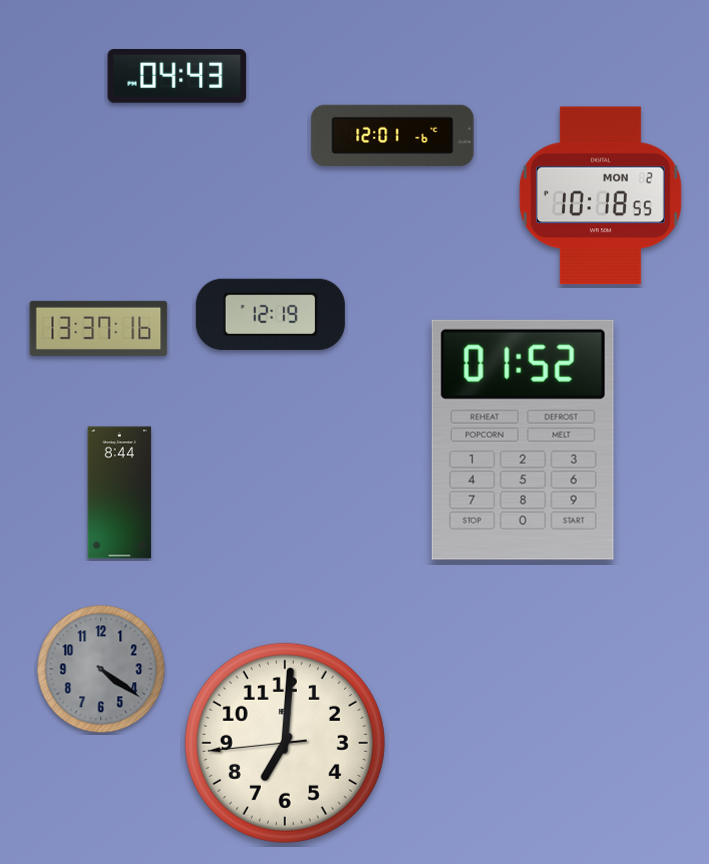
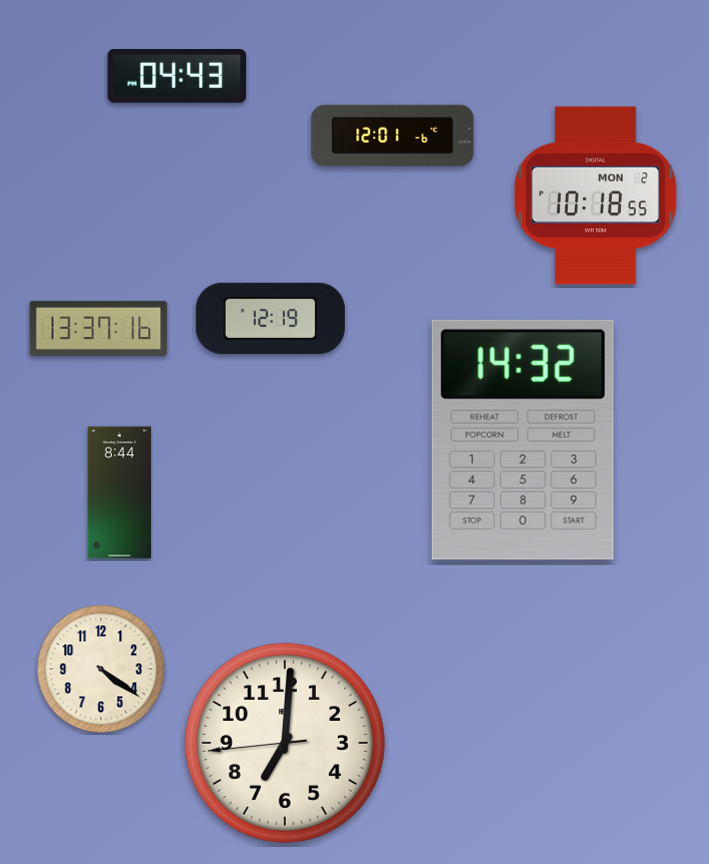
clock at (600, 196) position: (600, 196) -> (595, 196)
clock at (270, 314) position: (270, 314) -> (270, 318)
clock at (523, 440): 01:52 -> 14:32
clock at (101, 669) dial: grey -> cream
